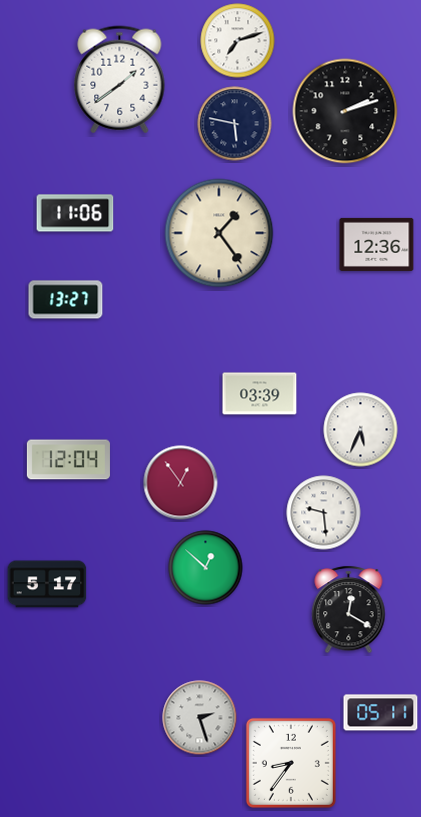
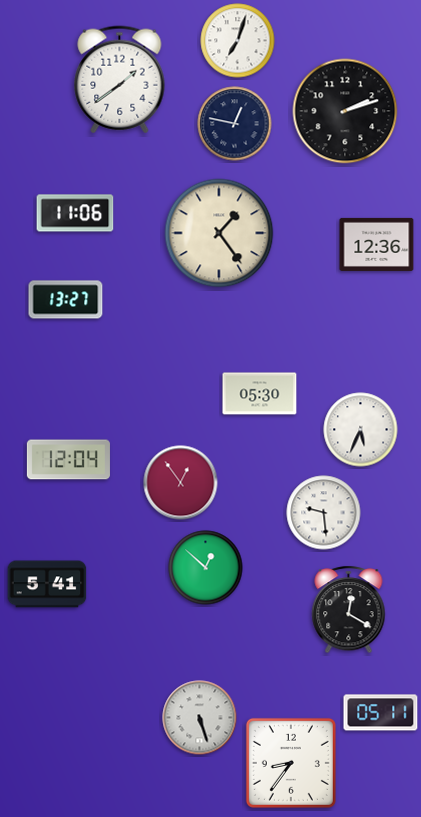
clock at (238, 41): 7:12 -> 7:03
clock at (235, 124): 5:47 -> 12:47
clock at (260, 394): 03:39 -> 05:30
clock at (47, 584): 5:17 -> 5:41
clock at (200, 718): 2:27 -> 5:27
